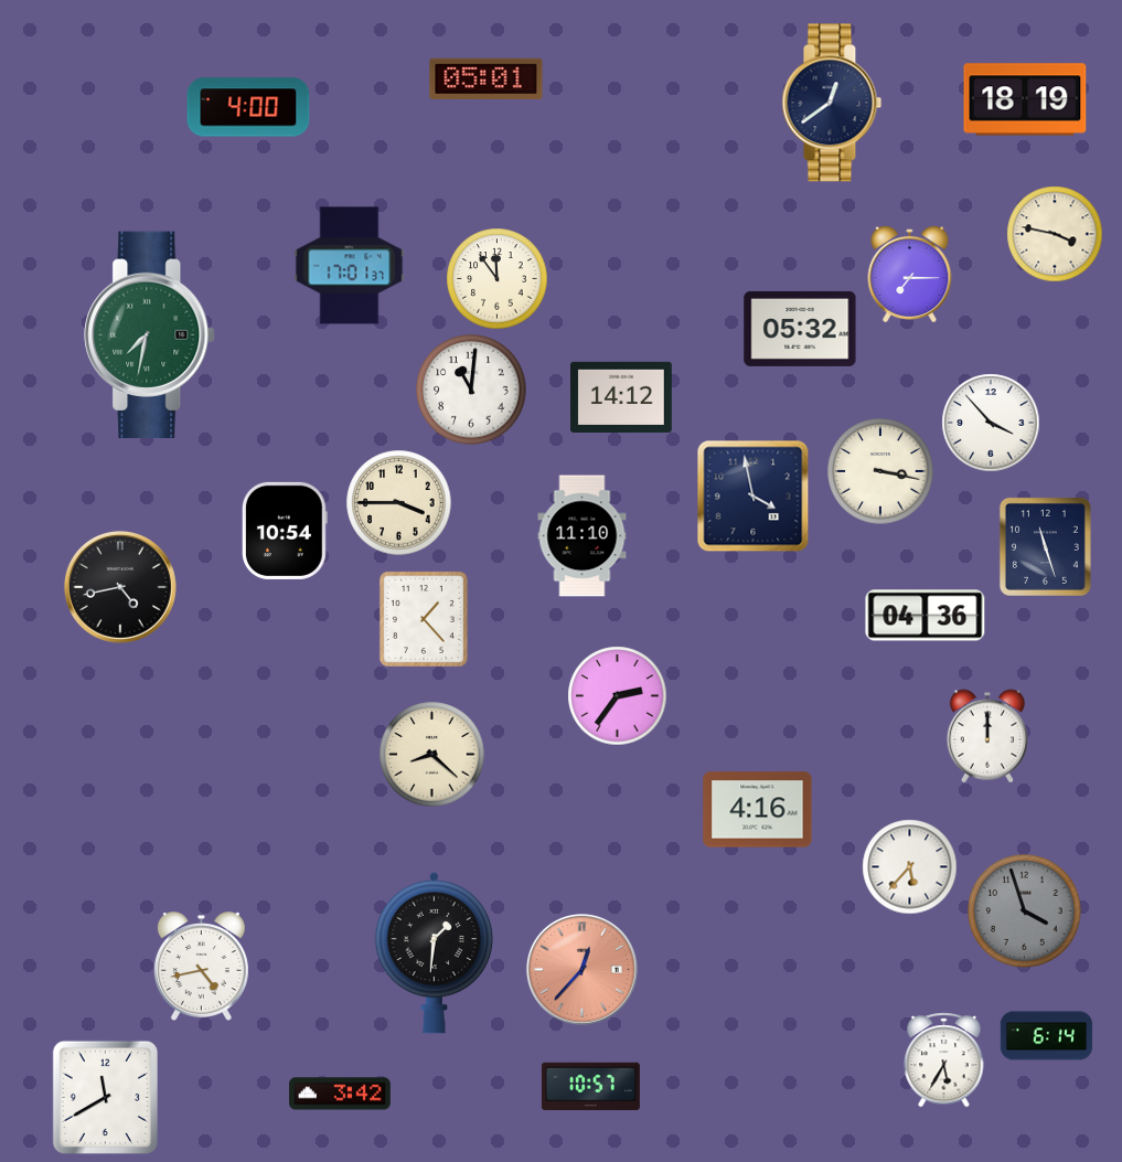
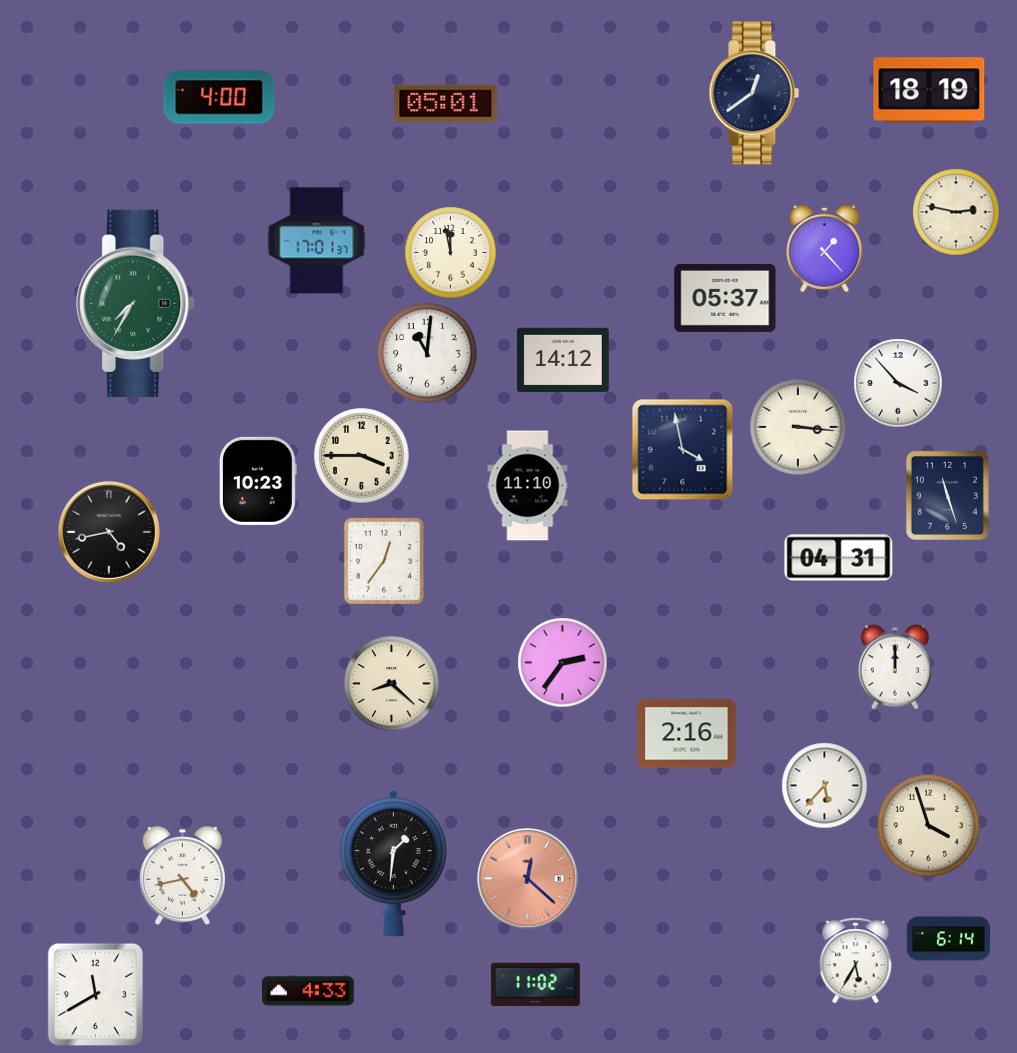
clock at (487, 78) position: (487, 78) -> (446, 103)
clock at (248, 107) position: (248, 107) -> (219, 97)
clock at (1055, 234): 3:47 -> 2:47
clock at (910, 274): 7:15 -> 1:23
clock at (498, 279): 11:54 -> 11:58
clock at (800, 329): 05:32 -> 05:37
clock at (150, 335): 7:32 -> 7:35
clock at (880, 471): 3:17 -> 3:16
clock at (285, 531): 10:54 -> 10:23
clock at (926, 616): 04:36 -> 04:31
clock at (424, 619): 1:23 -> 12:36
clock at (618, 696) position: (618, 696) -> (563, 663)
clock at (758, 810): 4:16 -> 2:16
clock at (1025, 912) dial: grey -> cream
clock at (581, 969): 12:37 -> 12:22
clock at (590, 1087): 10:57 -> 11:02
clock at (341, 1094): 3:42 -> 4:33
